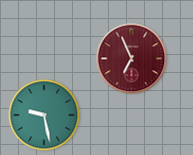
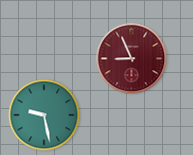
clock at (132, 59): 6:56 -> 8:56
